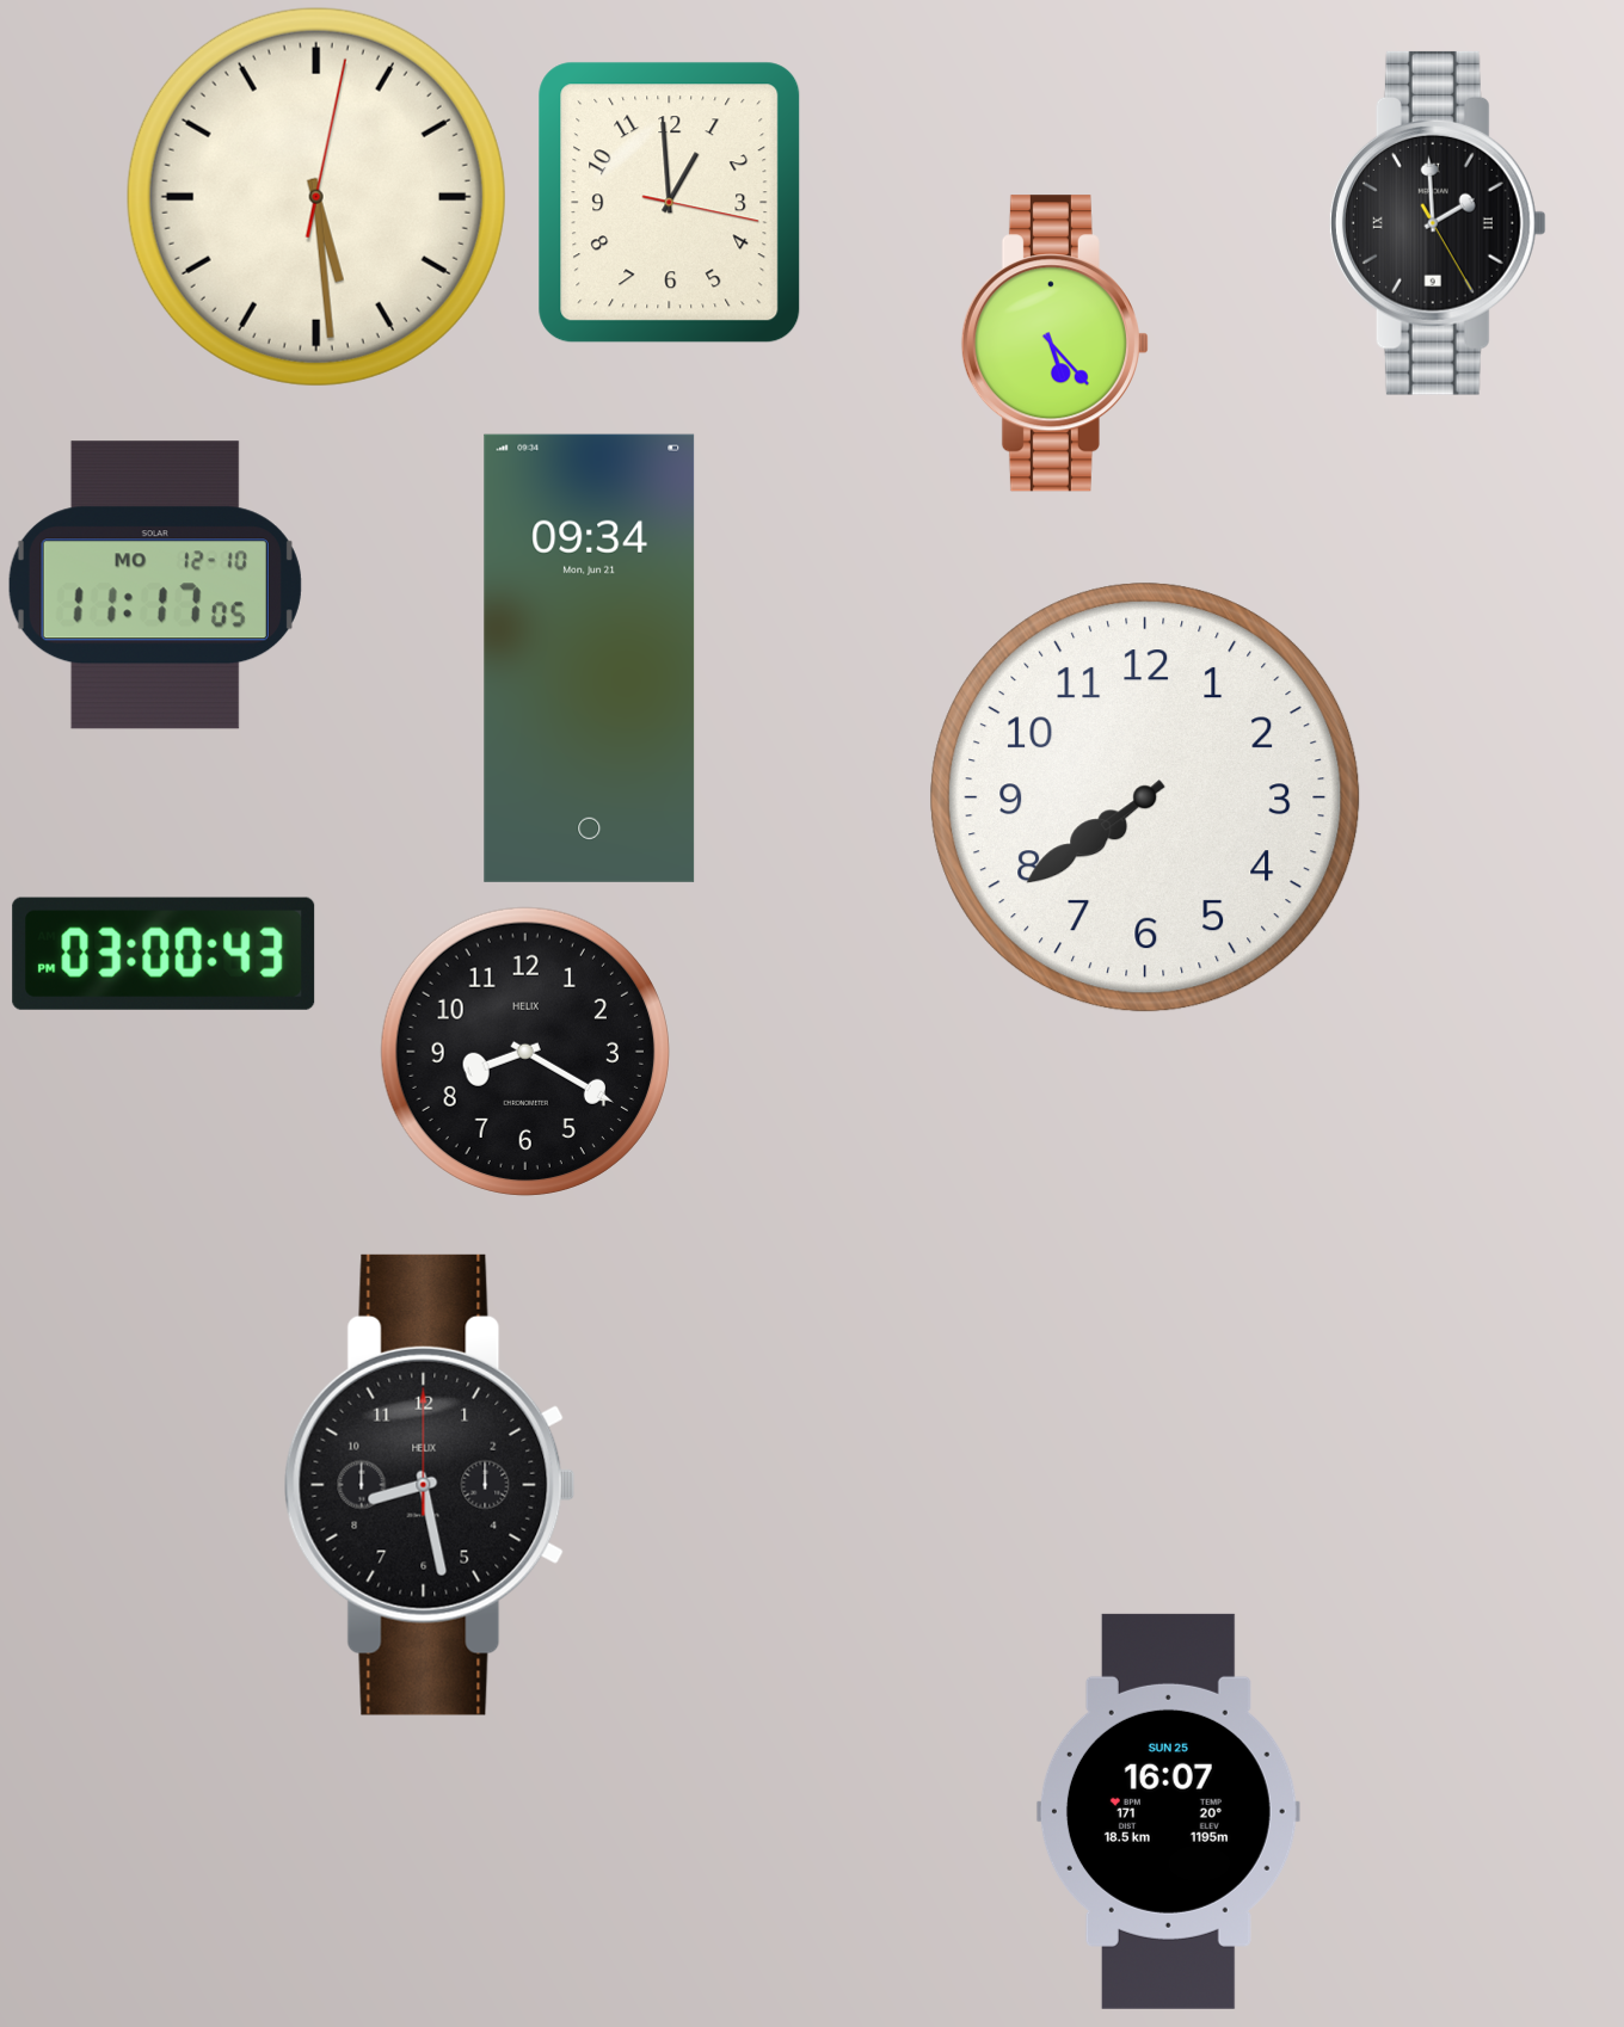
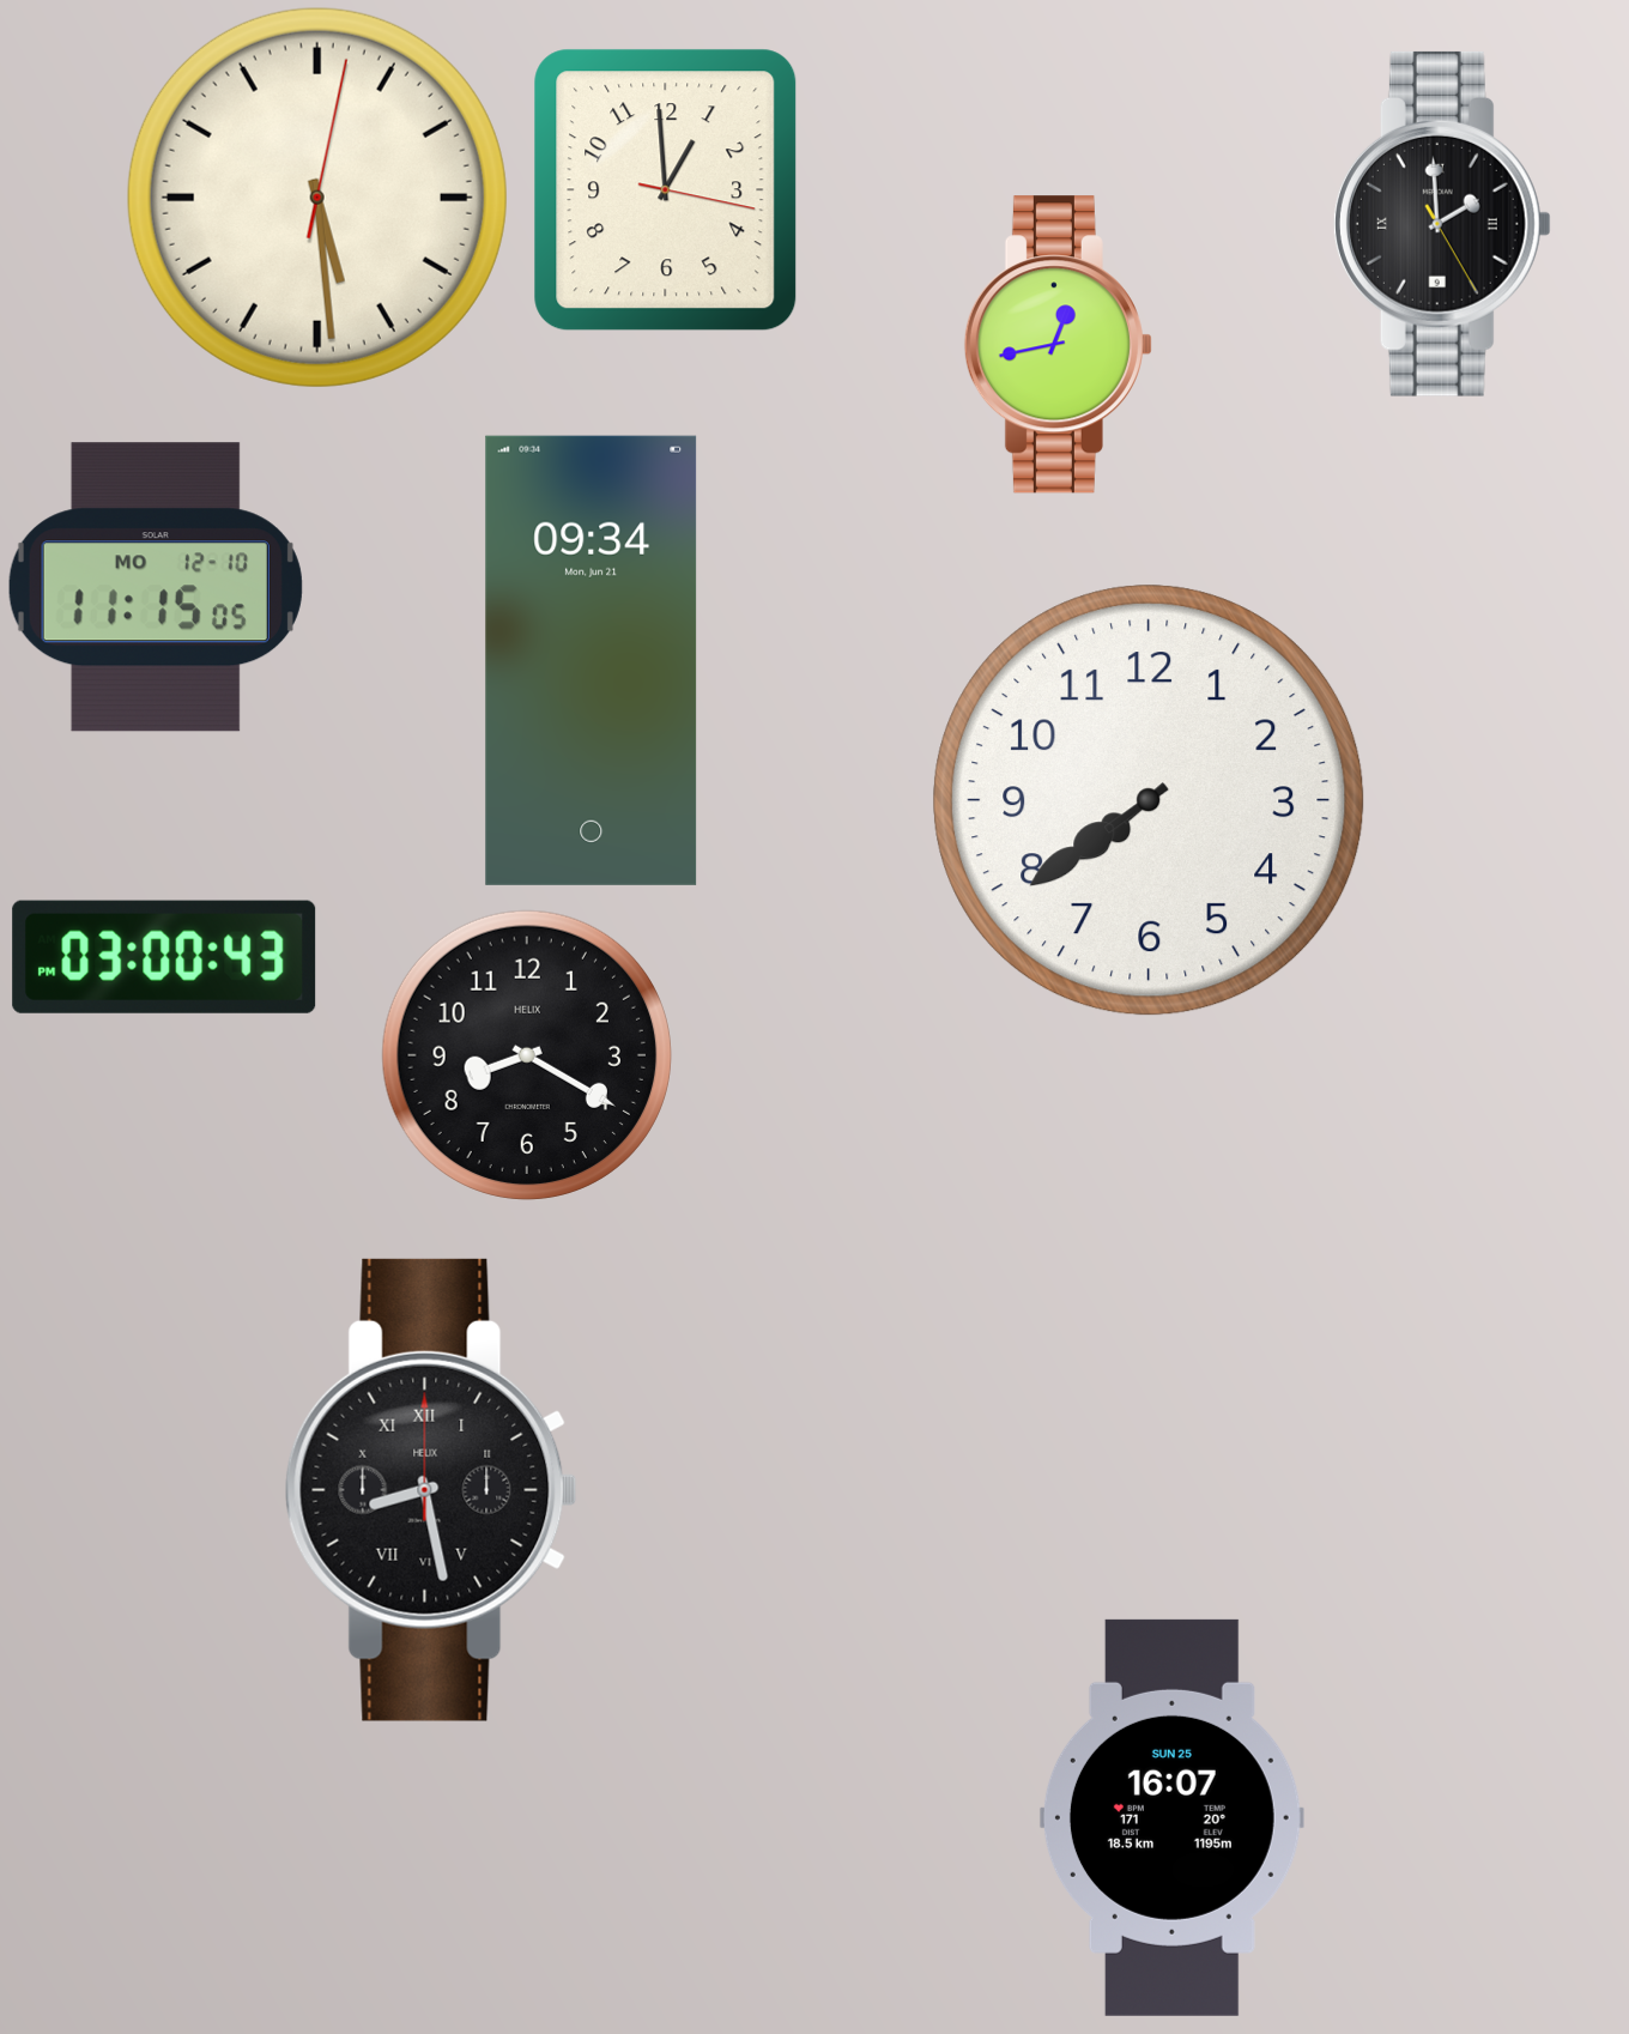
clock at (670, 203) position: (670, 203) -> (666, 190)
clock at (1054, 344): 5:23 -> 12:43
clock at (155, 585): 11:17 -> 11:15
clock at (430, 1485) numerals: Arabic -> Roman
